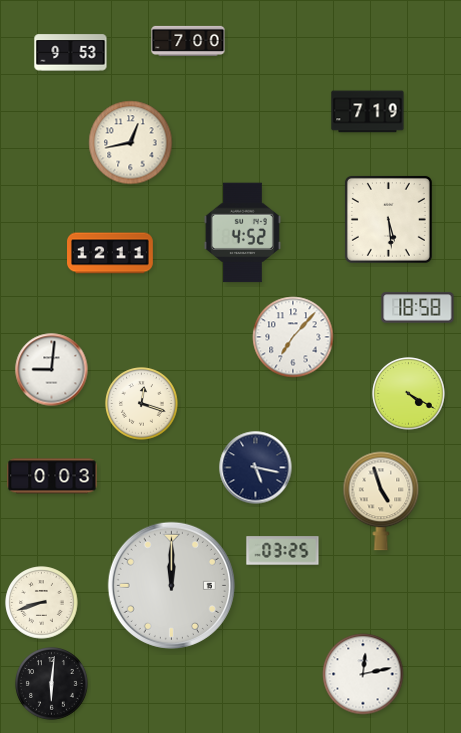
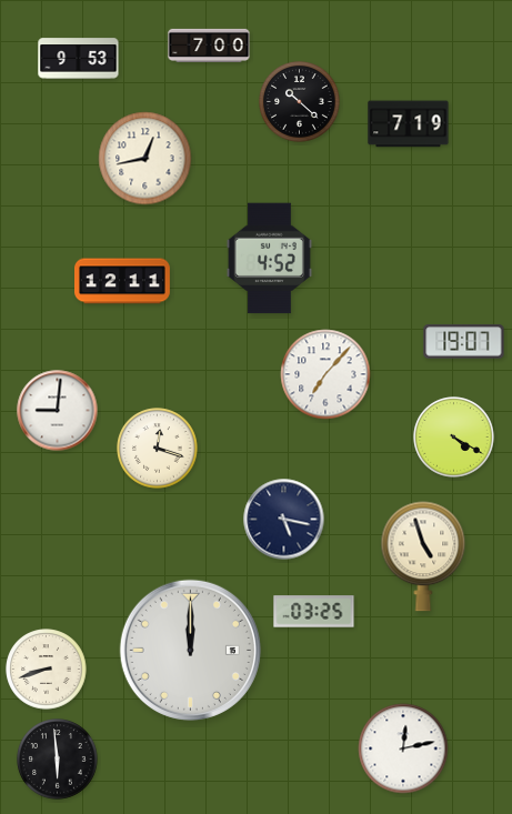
clock at (300, 102): none -> 10:22
clock at (388, 219): 5:29 -> none
clock at (418, 308): 18:58 -> 19:07
clock at (52, 476): 0:03 -> none
clock at (52, 684): 6:01 -> 5:59
